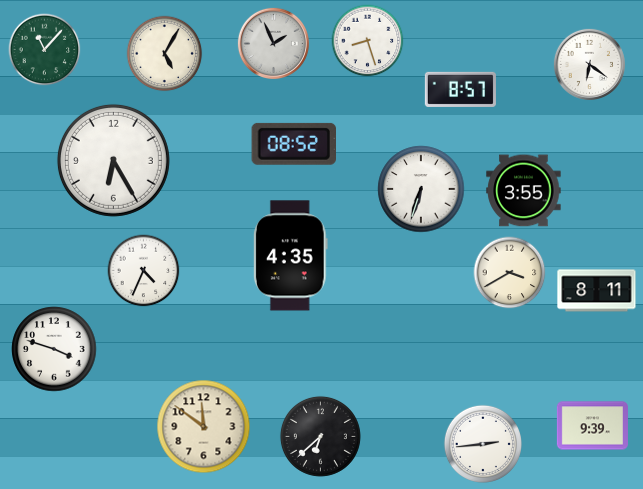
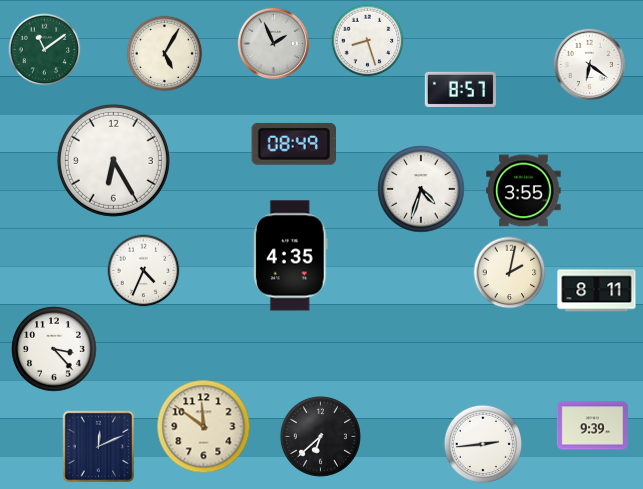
clock at (45, 50): 11:07 -> 11:09
clock at (294, 144): 08:52 -> 08:49
clock at (421, 189): 6:33 -> 4:33
clock at (510, 273): 3:40 -> 2:02
clock at (54, 349): 3:48 -> 3:23
clock at (99, 447): none -> 12:11
